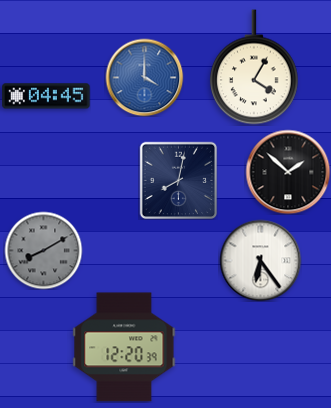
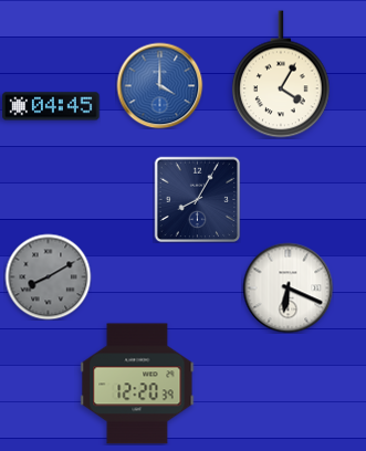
clock at (288, 172): 1:52 -> none
clock at (178, 180): 8:02 -> 8:05
clock at (260, 260): 6:24 -> 6:19
